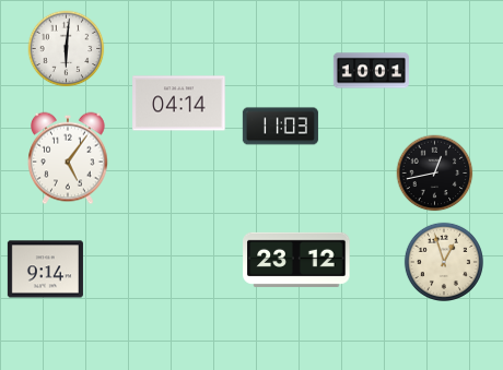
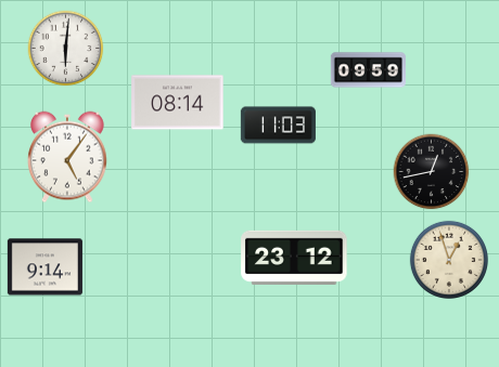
clock at (371, 71): 10:01 -> 09:59
clock at (179, 104): 04:14 -> 08:14
clock at (443, 261) position: (443, 261) -> (448, 259)
